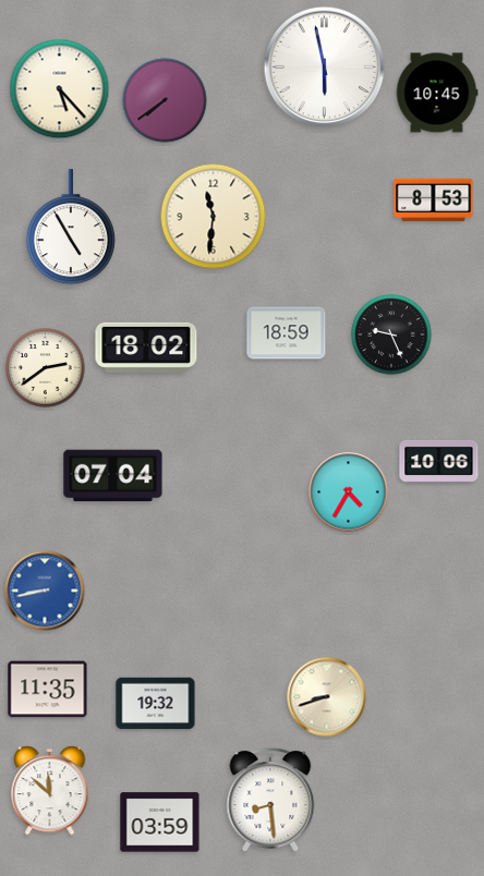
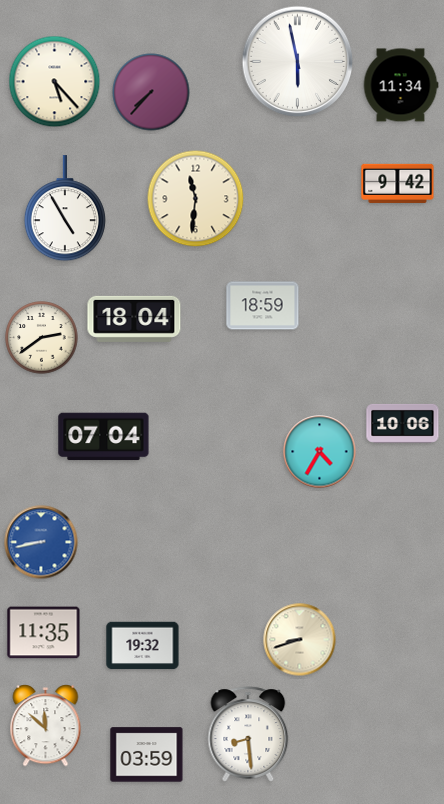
clock at (437, 93): 10:45 -> 11:34
clock at (165, 100): 7:39 -> 7:37
clock at (434, 199): 8:53 -> 9:42
clock at (391, 334): 9:26 -> none
clock at (146, 348): 18:02 -> 18:04
